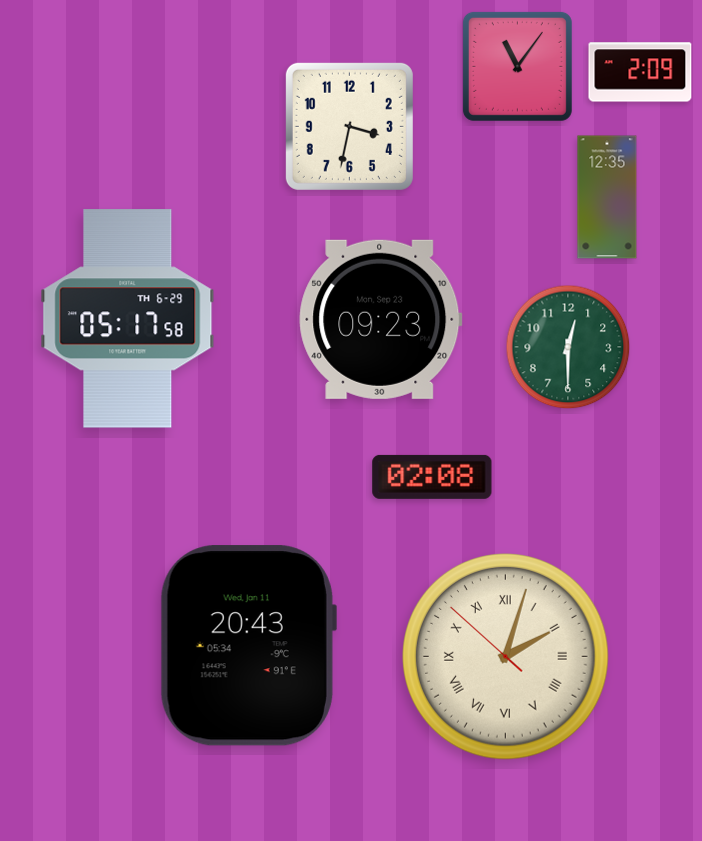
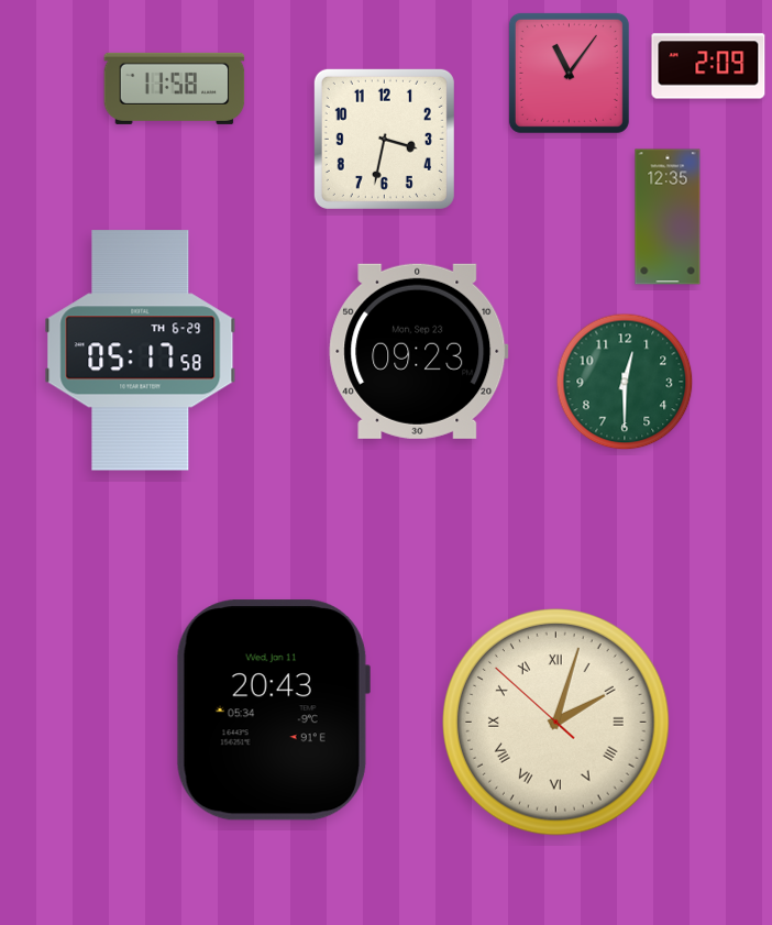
clock at (640, 72) position: (640, 72) -> (708, 66)
clock at (175, 88): none -> 11:58
clock at (432, 477): 02:08 -> none
